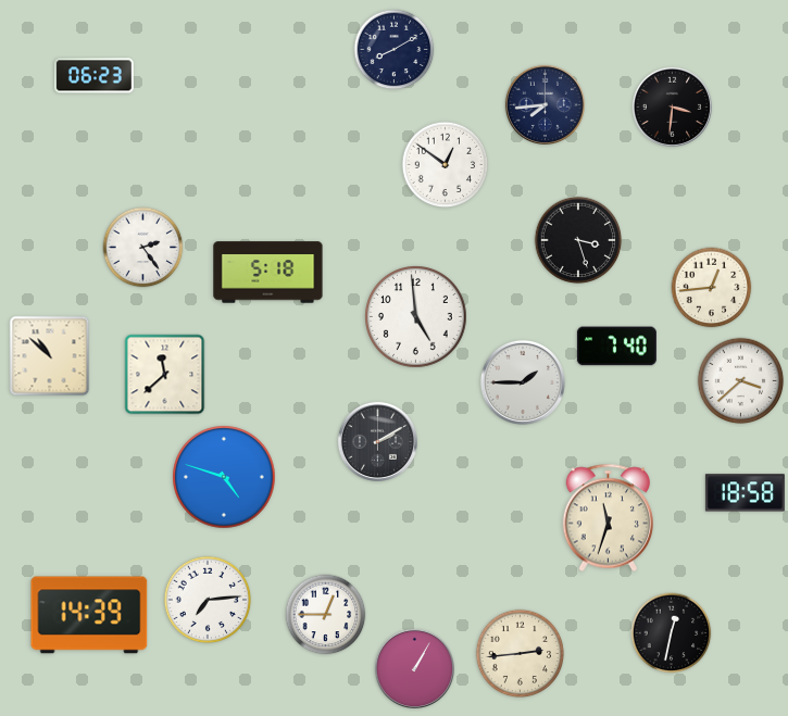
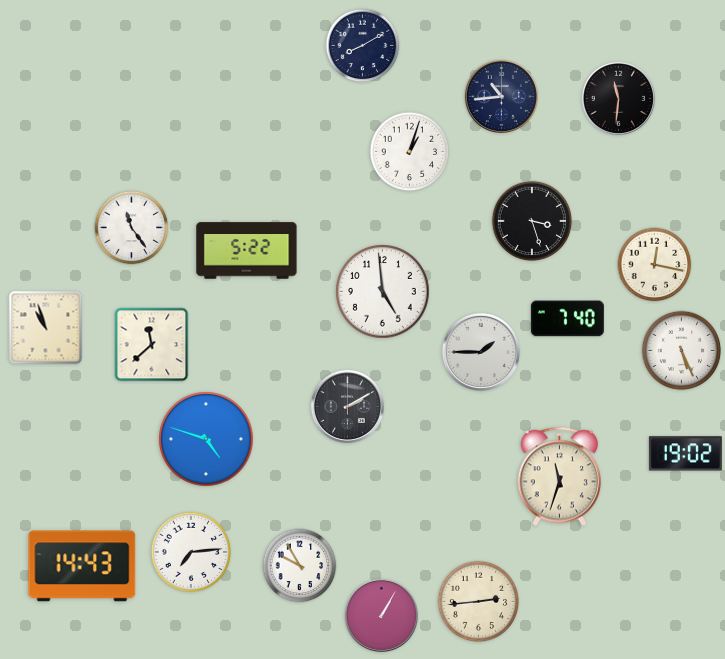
clock at (93, 76): 06:23 -> none
clock at (545, 104): 7:44 -> 10:44
clock at (672, 106): 3:31 -> 11:31
clock at (446, 165): 12:51 -> 1:03
clock at (143, 248): 2:24 -> 11:24
clock at (268, 273): 5:18 -> 5:22
clock at (712, 288): 12:44 -> 12:17
clock at (50, 356): 10:52 -> 10:57
clock at (741, 381): 3:38 -> 5:26
clock at (745, 493): 18:58 -> 19:02
clock at (89, 615): 14:39 -> 14:43
clock at (326, 615): 12:45 -> 9:55
clock at (672, 633): 12:32 -> none
